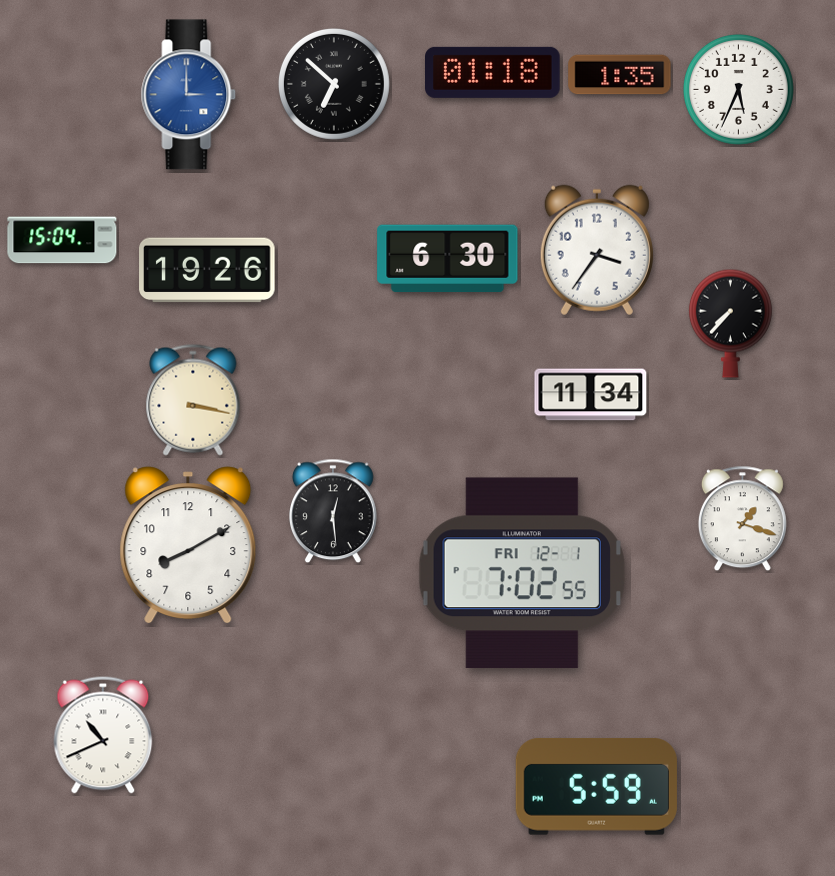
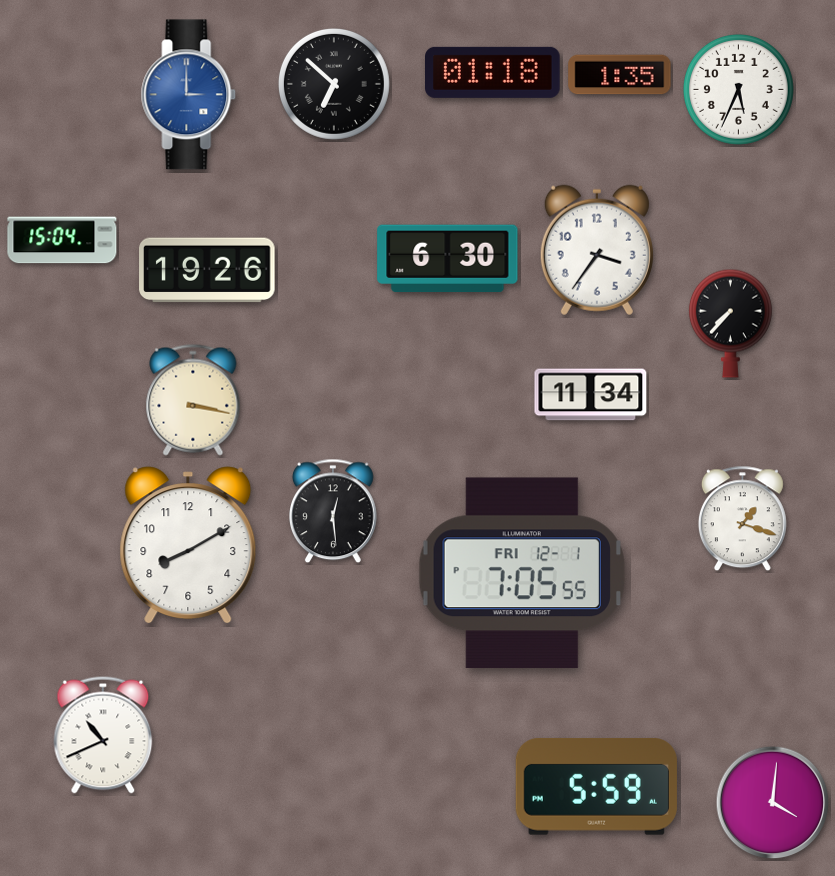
clock at (522, 573): 7:02 -> 7:05
clock at (773, 803): none -> 4:01
